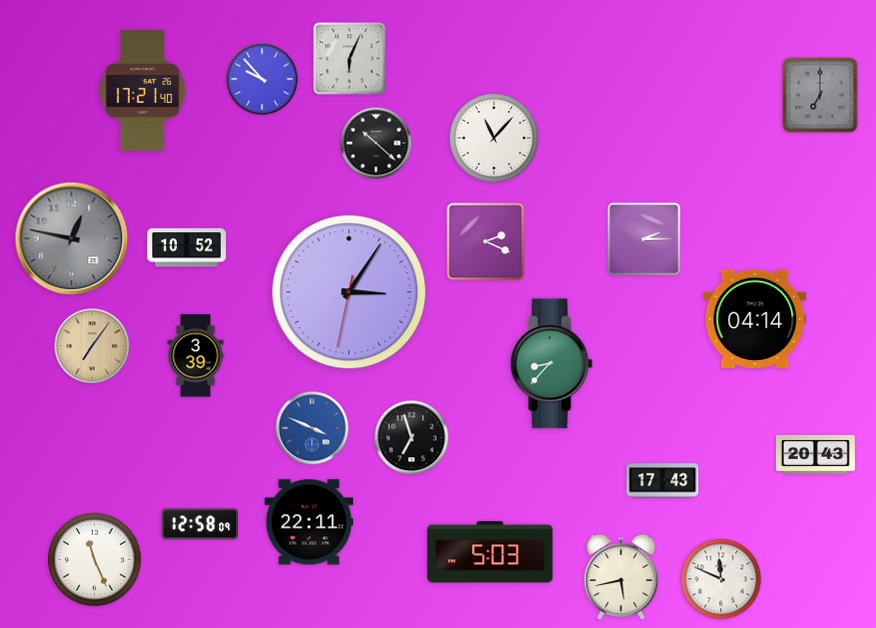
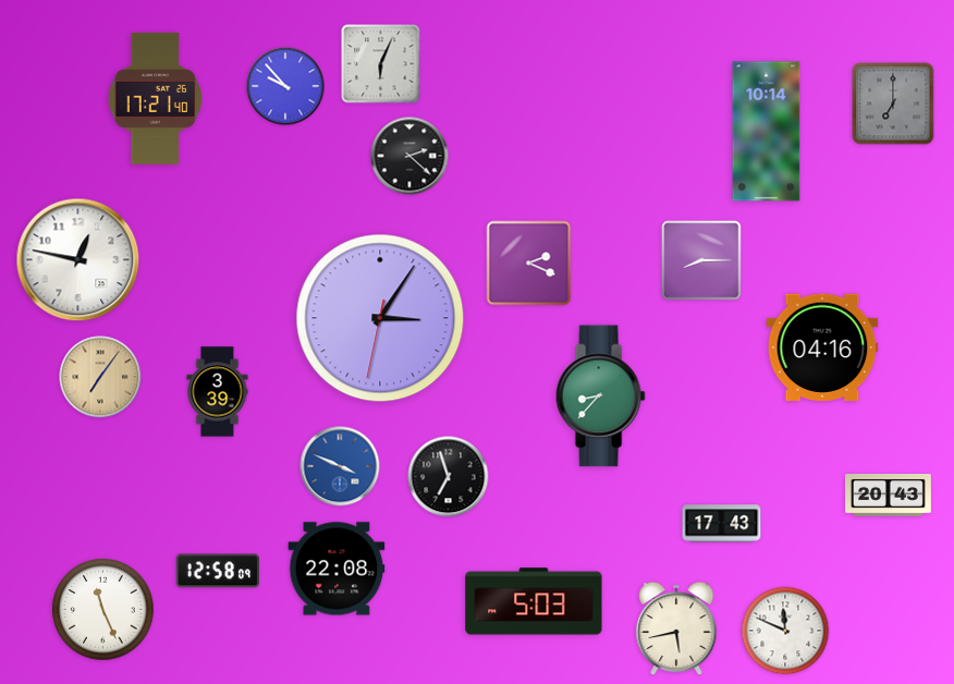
clock at (767, 132): none -> 10:14
clock at (494, 138): 11:07 -> none
clock at (376, 143): 10:22 -> 2:22
clock at (72, 239) dial: grey -> white
clock at (644, 239): 2:15 -> 8:15
clock at (187, 248): 10:52 -> none
clock at (755, 318): 04:14 -> 04:16
clock at (196, 356) position: (196, 356) -> (218, 392)
clock at (309, 522): 22:11 -> 22:08
